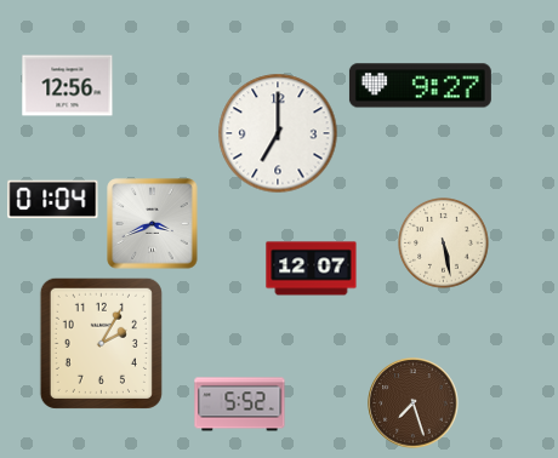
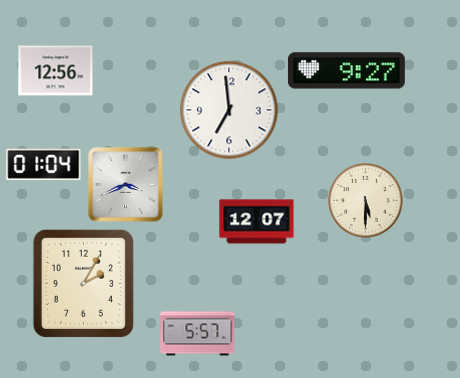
clock at (278, 133): 7:00 -> 6:59
clock at (444, 244): 5:28 -> 5:30
clock at (414, 403): 7:27 -> none
clock at (240, 405): 5:52 -> 5:57
